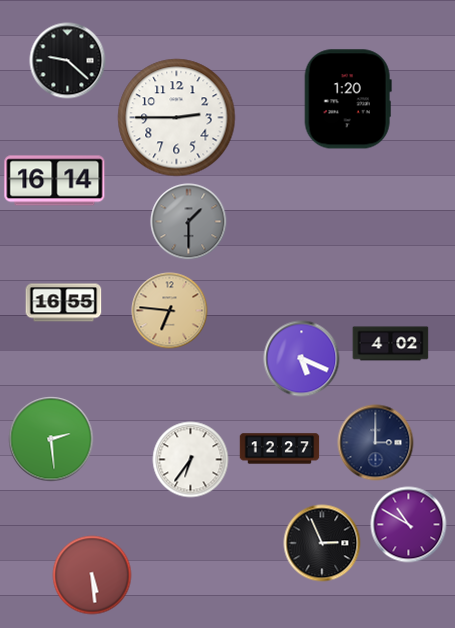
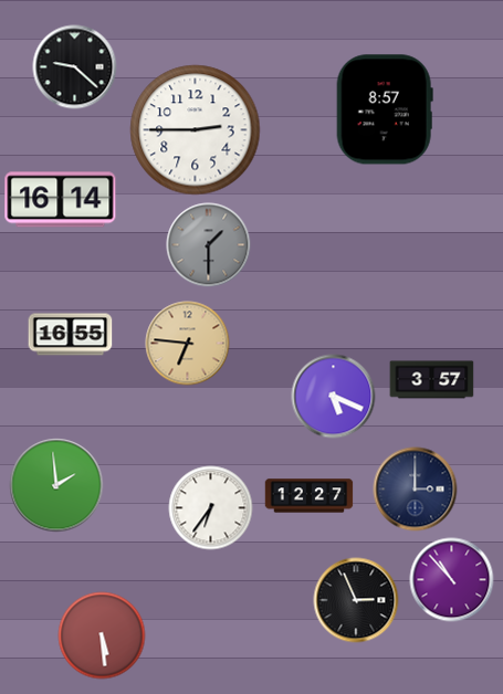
clock at (348, 99): 1:20 -> 8:57
clock at (391, 344): 4:02 -> 3:57
clock at (51, 439): 2:29 -> 1:59
clock at (409, 525): 10:50 -> 10:53
